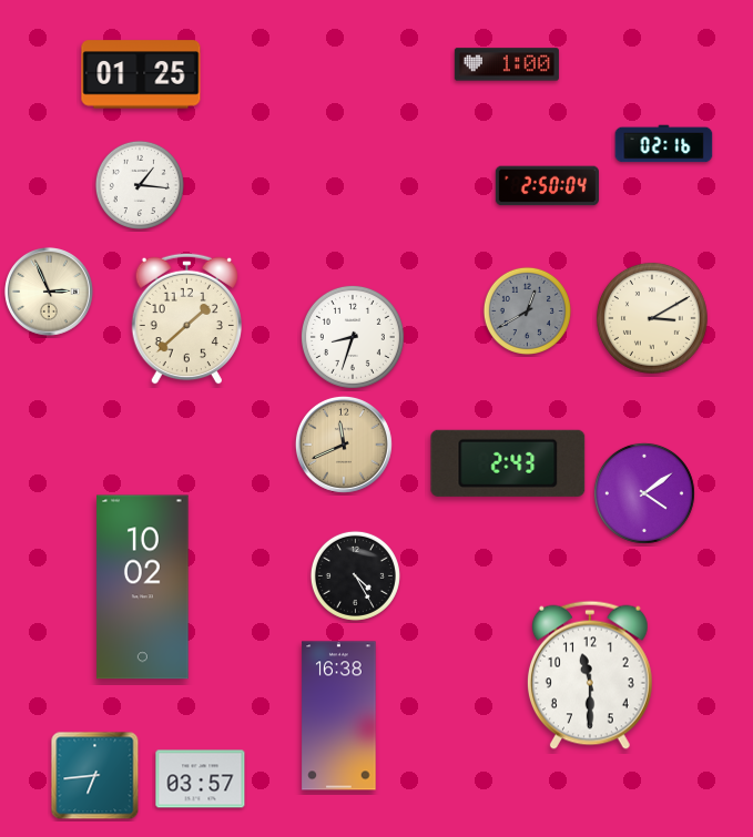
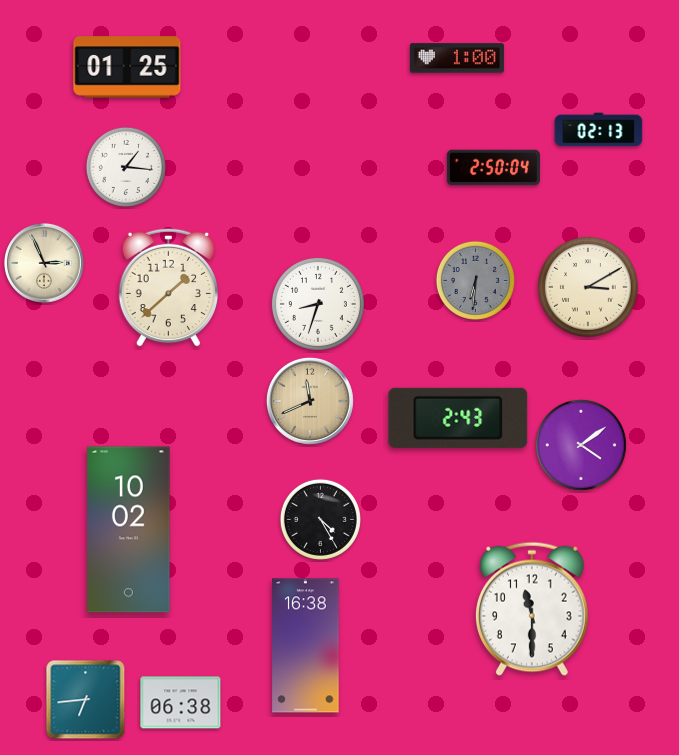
clock at (664, 144): 02:16 -> 02:13
clock at (527, 310): 12:40 -> 6:31
clock at (201, 779): 03:57 -> 06:38
